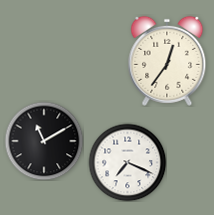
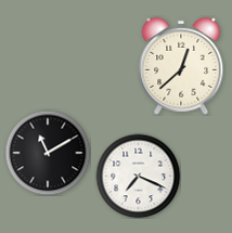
clock at (167, 61): 12:36 -> 12:38
